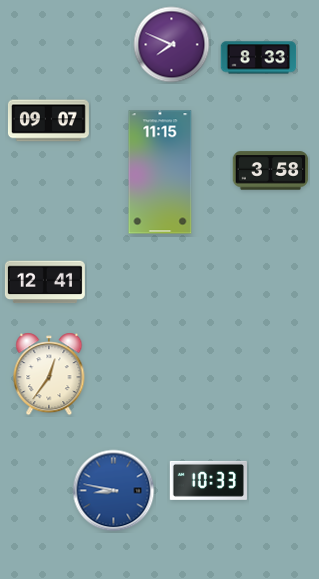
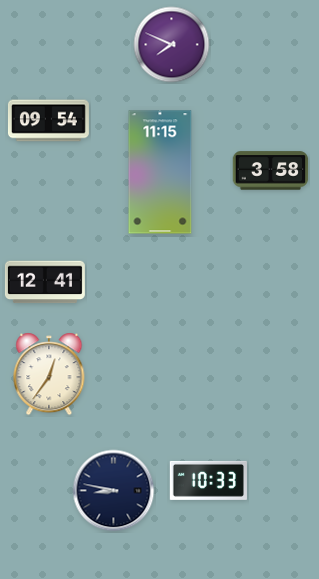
clock at (259, 58): 8:33 -> none
clock at (48, 121): 09:07 -> 09:54
clock at (114, 491) dial: blue -> navy
